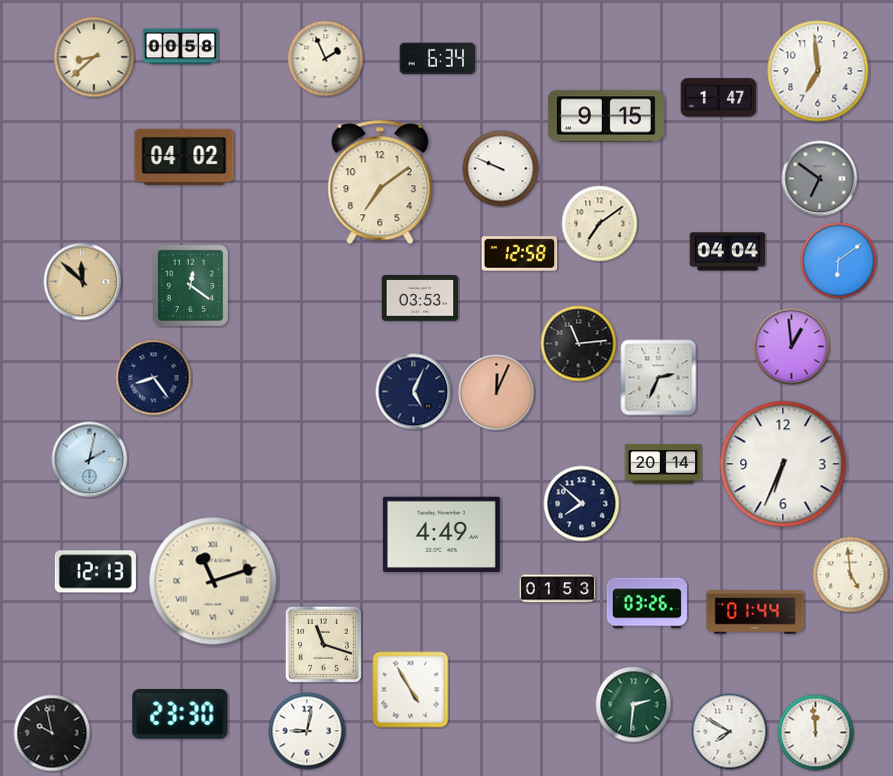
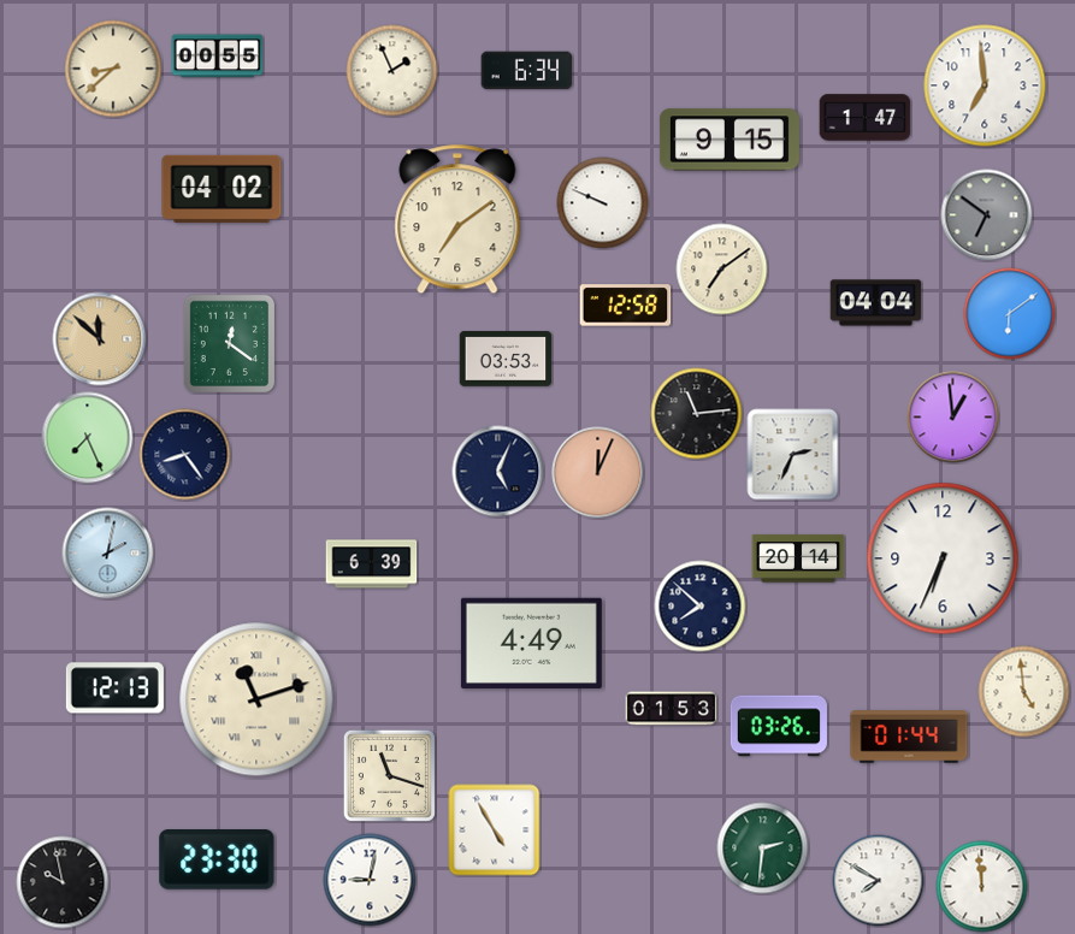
clock at (181, 47): 00:58 -> 00:55
clock at (88, 438): none -> 7:26
clock at (372, 564): none -> 6:39
clock at (816, 733) position: (816, 733) -> (982, 887)
